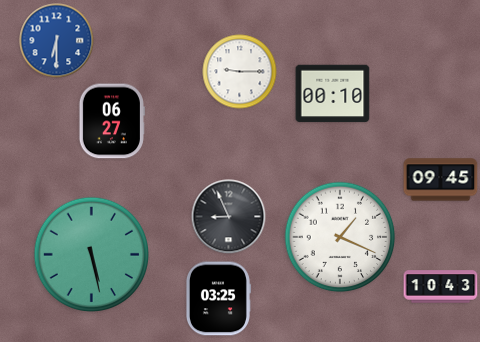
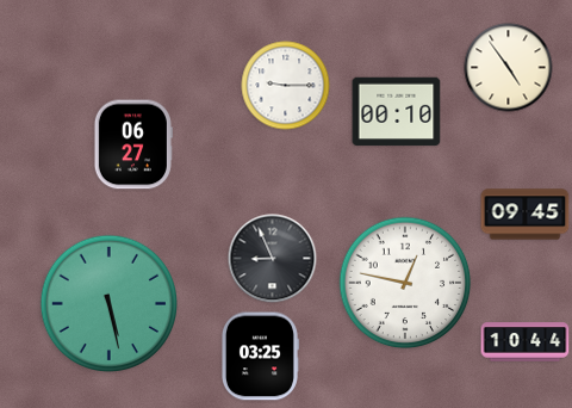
clock at (57, 41): 6:30 -> none
clock at (509, 68): none -> 4:54
clock at (340, 237): 1:19 -> 12:47
clock at (441, 287): 10:43 -> 10:44
